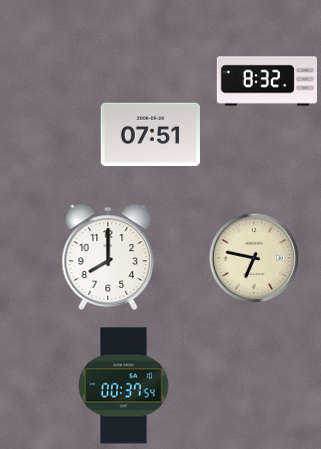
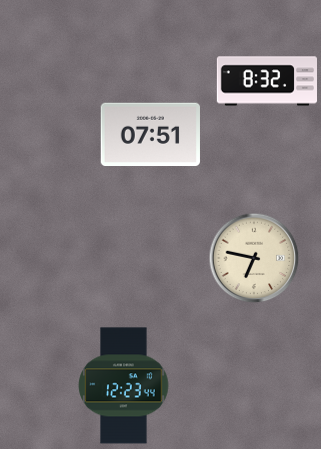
clock at (108, 257): 8:00 -> none
clock at (124, 386): 00:37 -> 12:23
